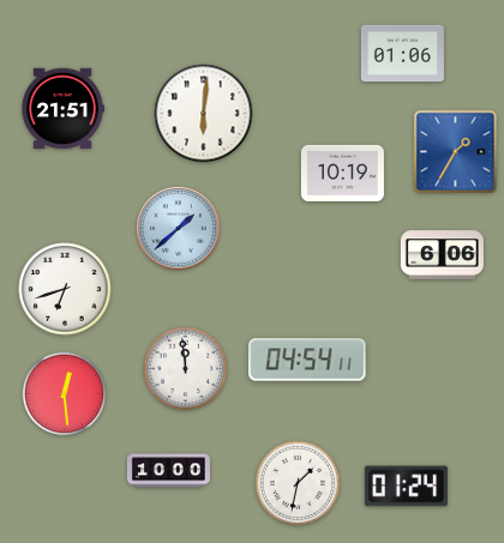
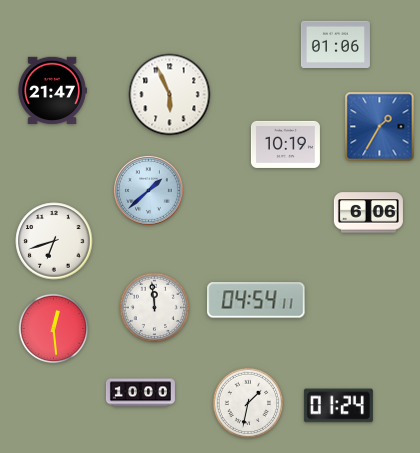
clock at (62, 109): 21:51 -> 21:47
clock at (204, 114): 6:01 -> 5:56
